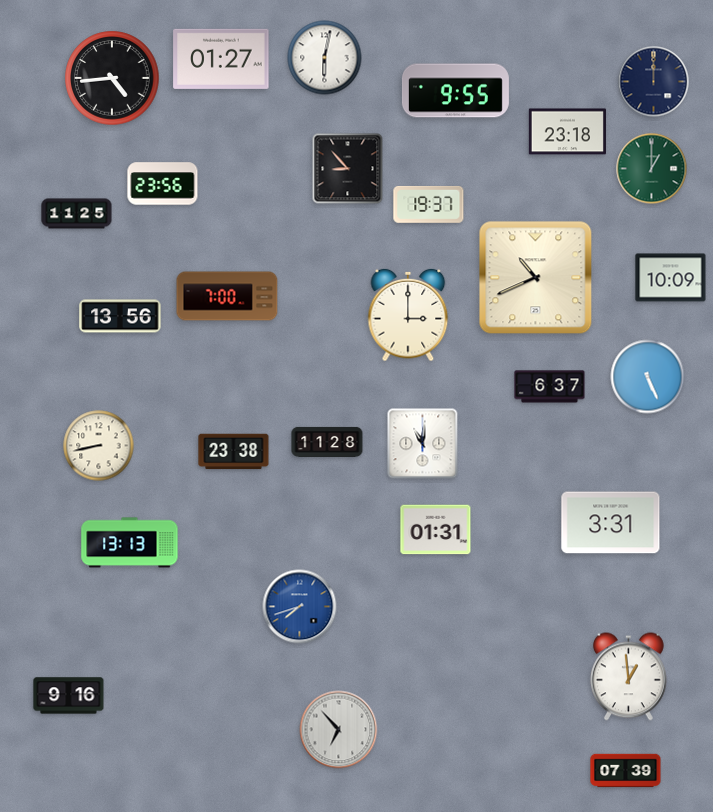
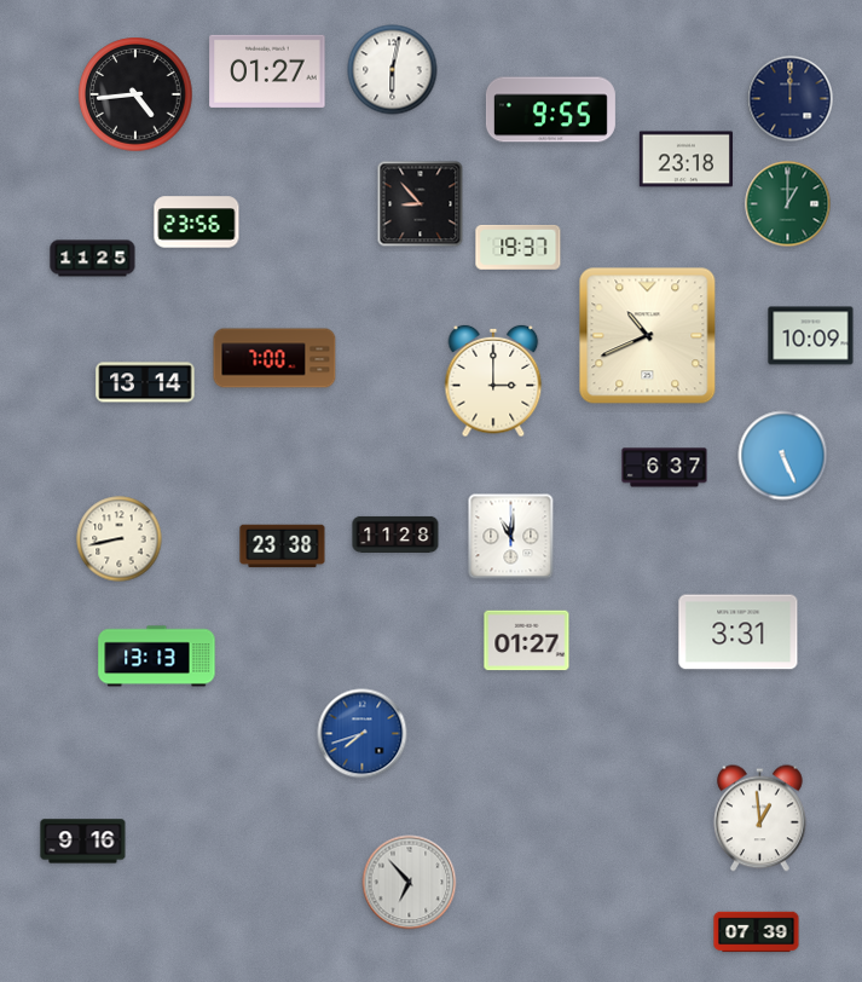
clock at (120, 316): 13:56 -> 13:14
clock at (436, 530): 01:31 -> 01:27
